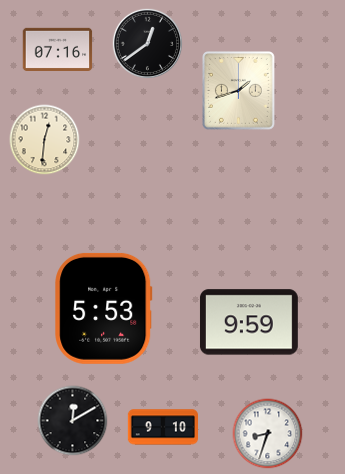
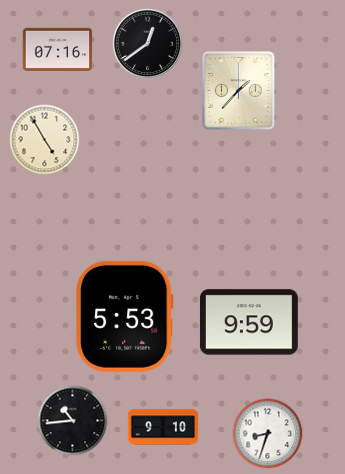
clock at (239, 91): 1:42 -> 1:37
clock at (45, 140): 12:31 -> 4:55
clock at (104, 308) position: (104, 308) -> (125, 316)
clock at (73, 421): 12:10 -> 10:44
